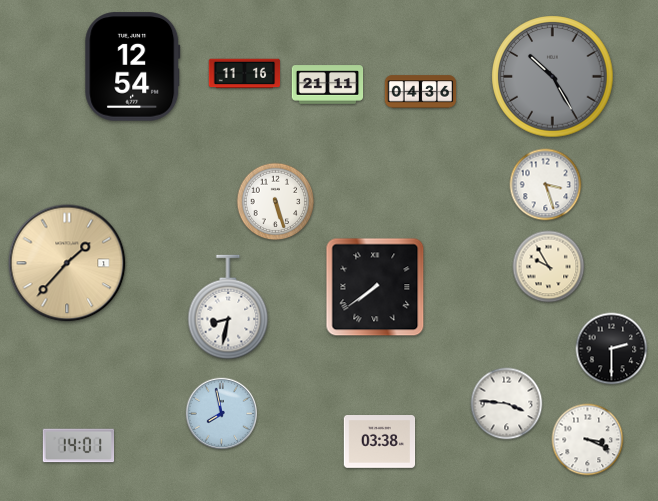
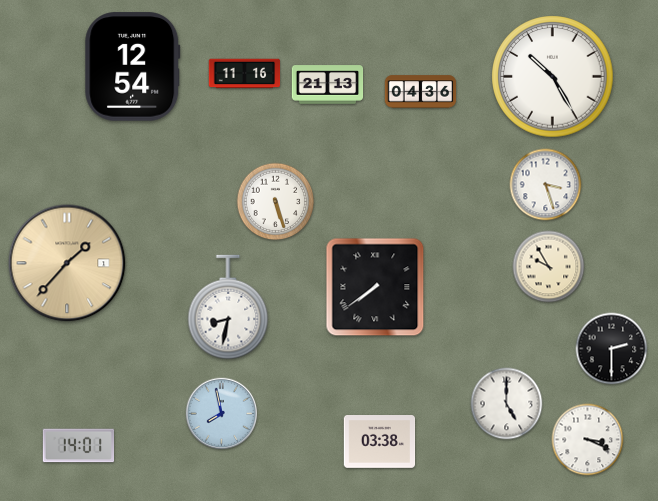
clock at (553, 77) dial: grey -> white
clock at (328, 85): 21:11 -> 21:13
clock at (507, 404): 3:46 -> 5:00
